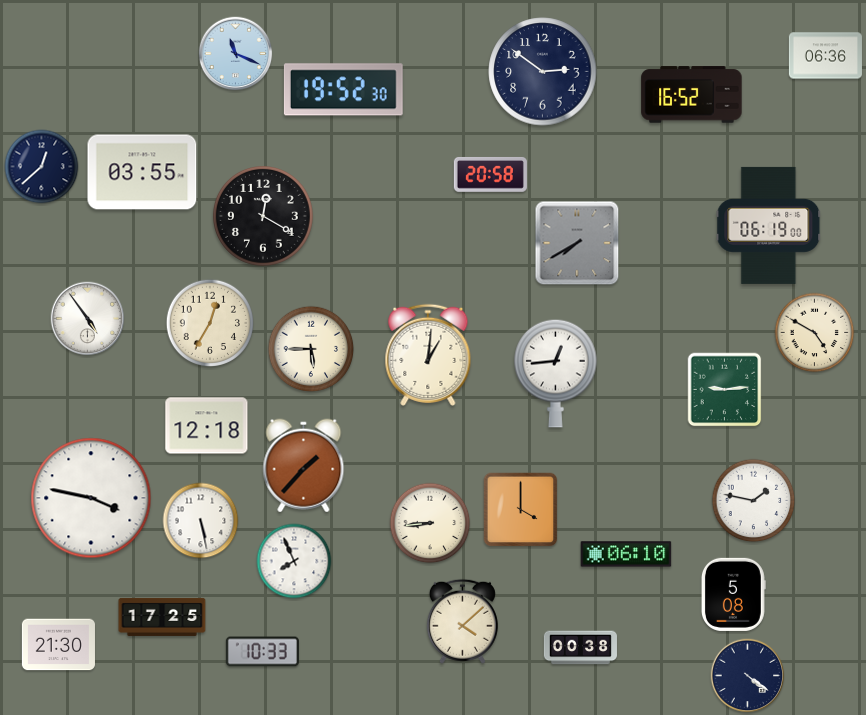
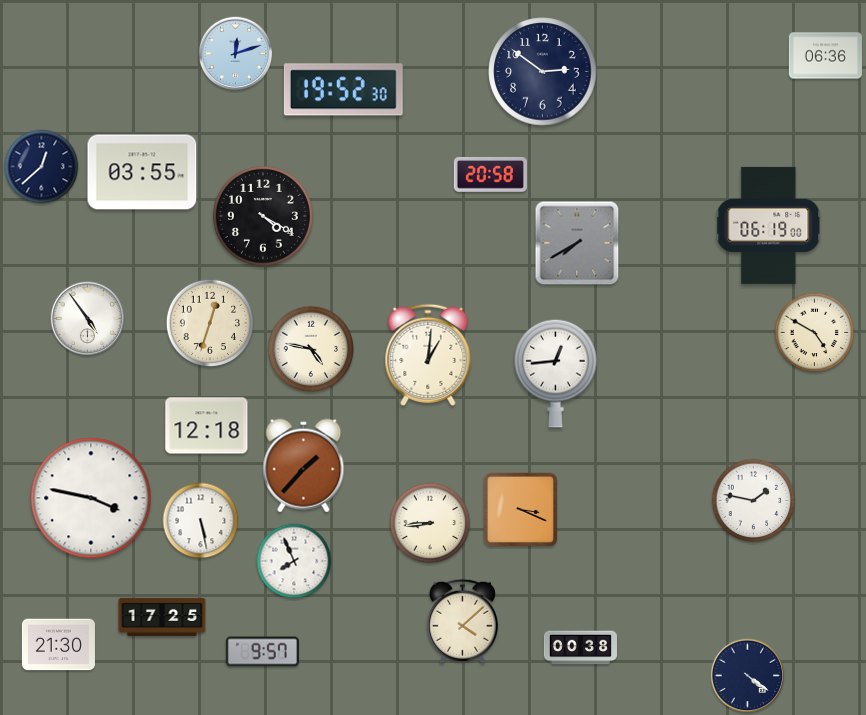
clock at (236, 54): 11:19 -> 12:12
clock at (692, 95): 16:52 -> none
clock at (264, 217): 12:20 -> 4:20
clock at (210, 323): 12:35 -> 12:33
clock at (311, 349): 5:45 -> 4:47
clock at (725, 390): 9:14 -> none
clock at (521, 510): 4:00 -> 3:19
clock at (626, 554): 06:10 -> none
clock at (733, 594): 5:08 -> none
clock at (262, 652): 10:33 -> 9:57
